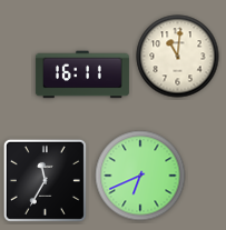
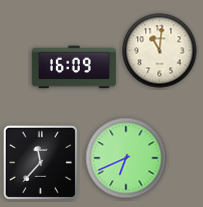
clock at (82, 74): 16:11 -> 16:09
clock at (45, 180): 11:35 -> 11:37
